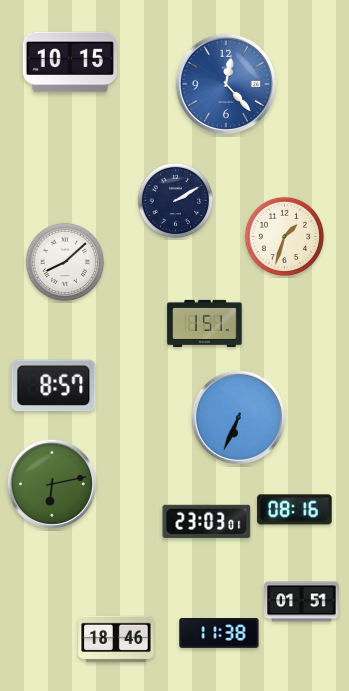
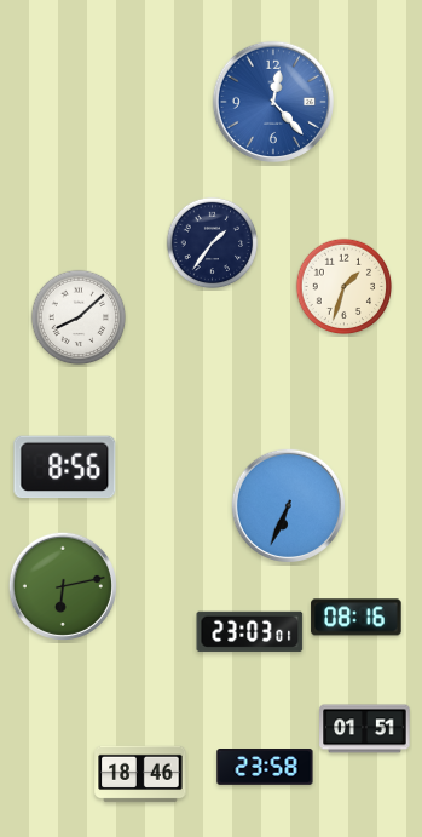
clock at (69, 62): 10:15 -> none
clock at (176, 201): 2:10 -> 1:36
clock at (205, 323): 1:51 -> none
clock at (54, 386): 8:57 -> 8:56
clock at (219, 634): 11:38 -> 23:58
